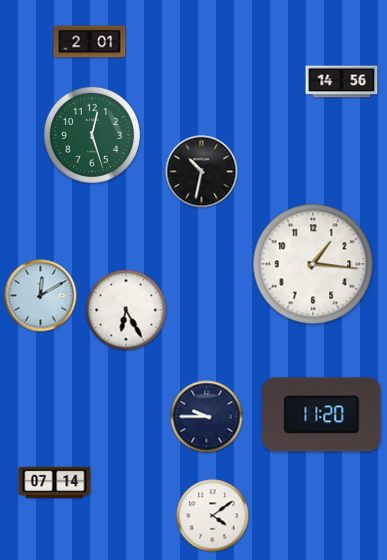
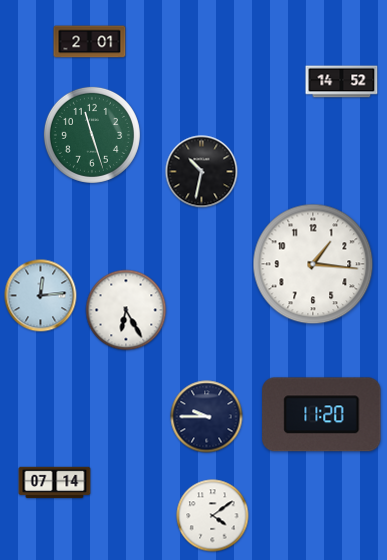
clock at (342, 82): 14:56 -> 14:52
clock at (92, 135): 12:27 -> 11:27
clock at (41, 296): 12:10 -> 12:14
